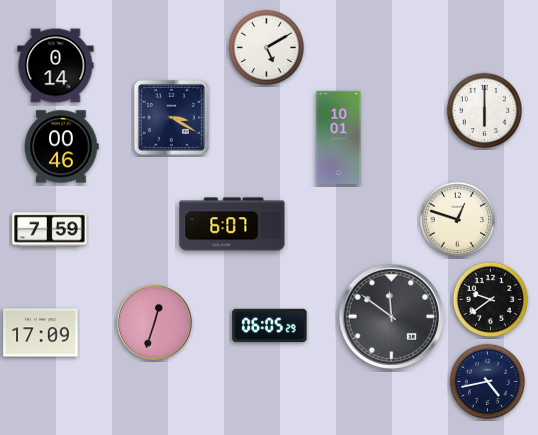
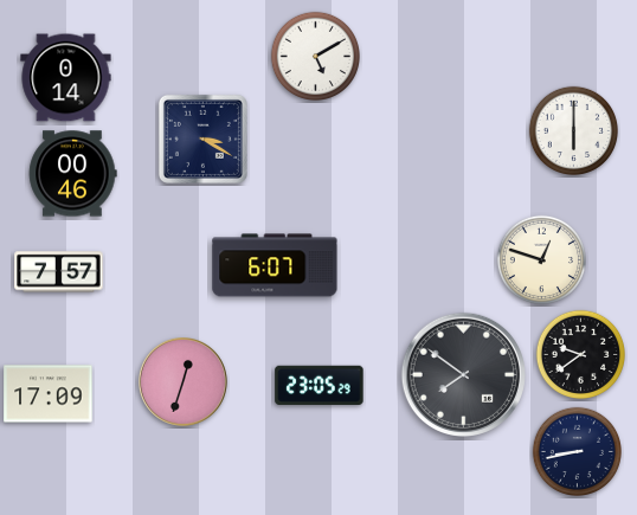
clock at (339, 138): 10:01 -> none
clock at (50, 230): 7:59 -> 7:57
clock at (391, 316): 11:51 -> 7:51
clock at (270, 326): 06:05 -> 23:05
clock at (487, 381): 4:43 -> 8:43
